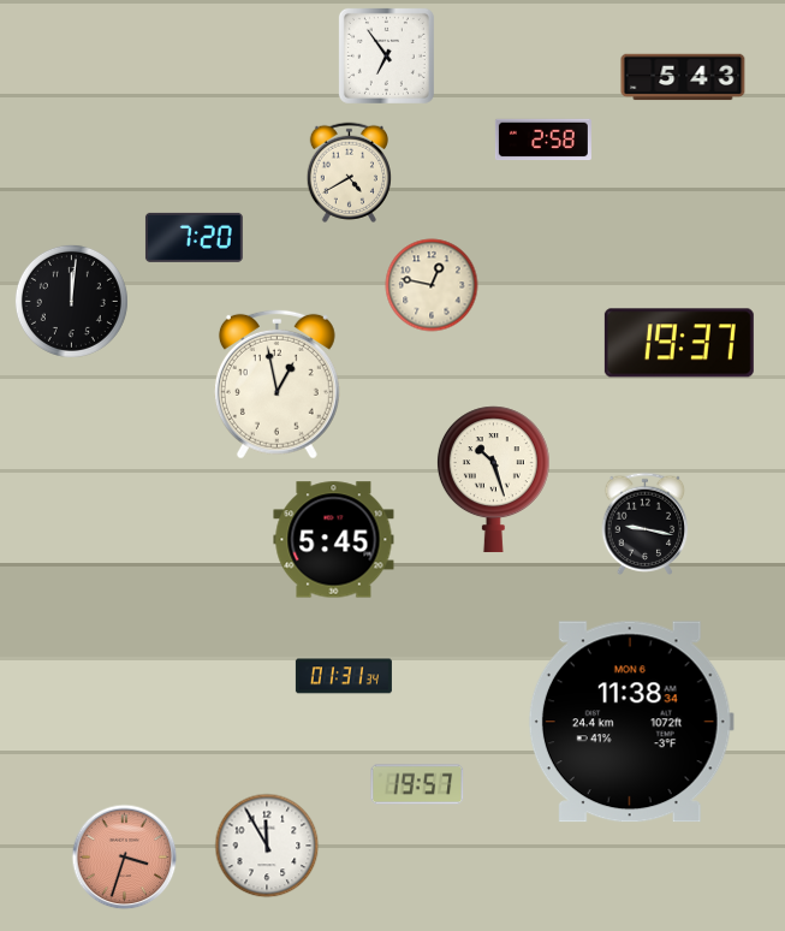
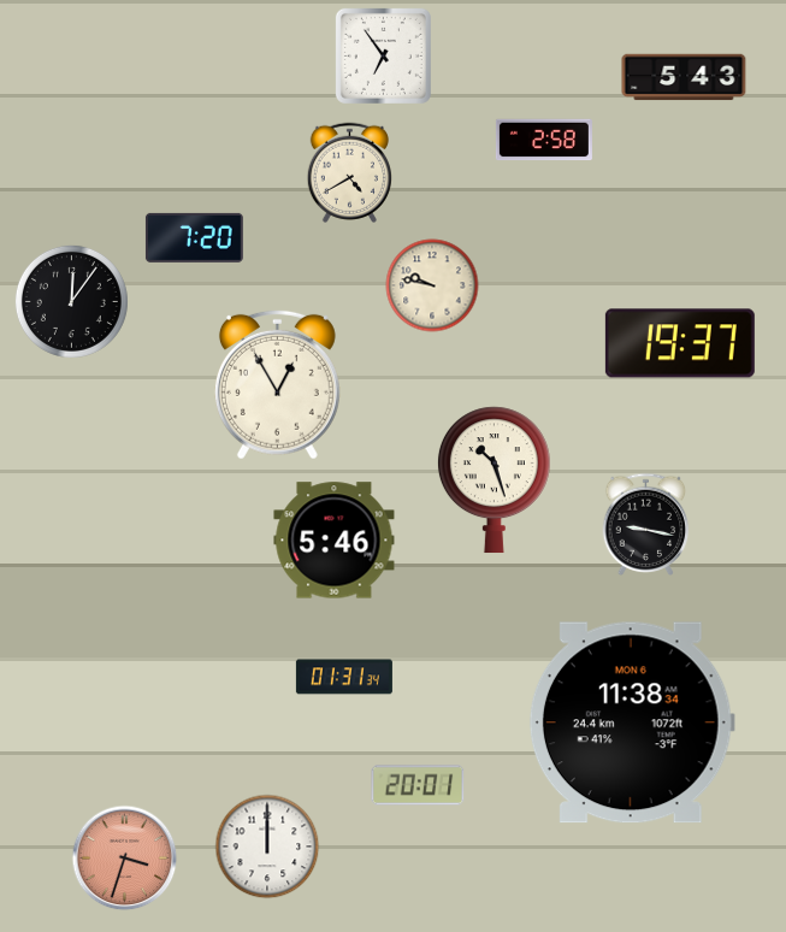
clock at (386, 55) position: (386, 55) -> (383, 55)
clock at (432, 285): 12:47 -> 9:47
clock at (71, 301): 12:01 -> 12:06
clock at (276, 384): 12:58 -> 12:55
clock at (334, 540): 5:45 -> 5:46
clock at (417, 784): 19:57 -> 20:01
clock at (267, 846): 11:55 -> 12:00
